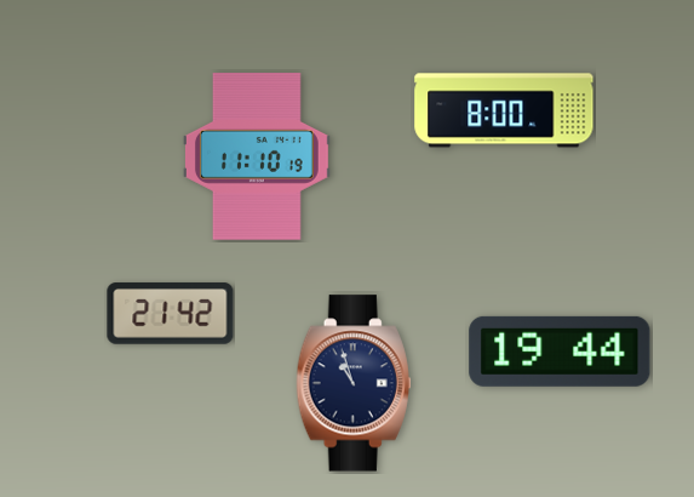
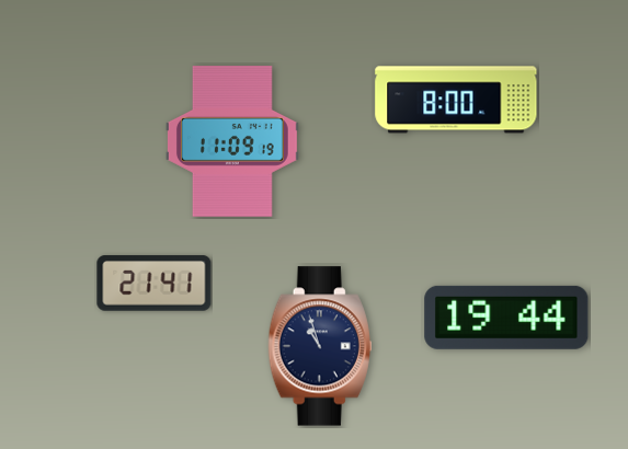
clock at (257, 156): 11:10 -> 11:09
clock at (171, 314): 21:42 -> 21:41
